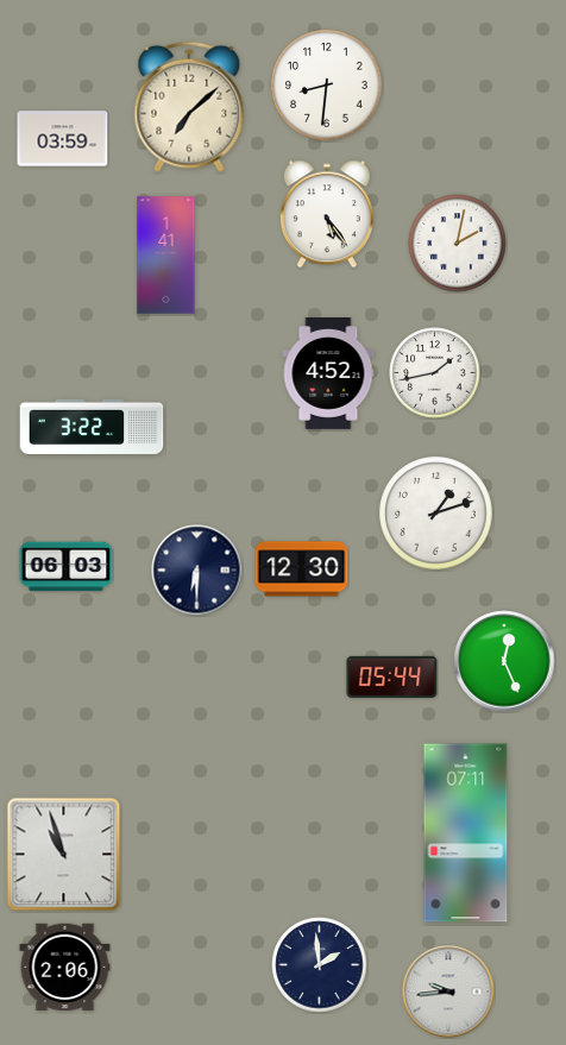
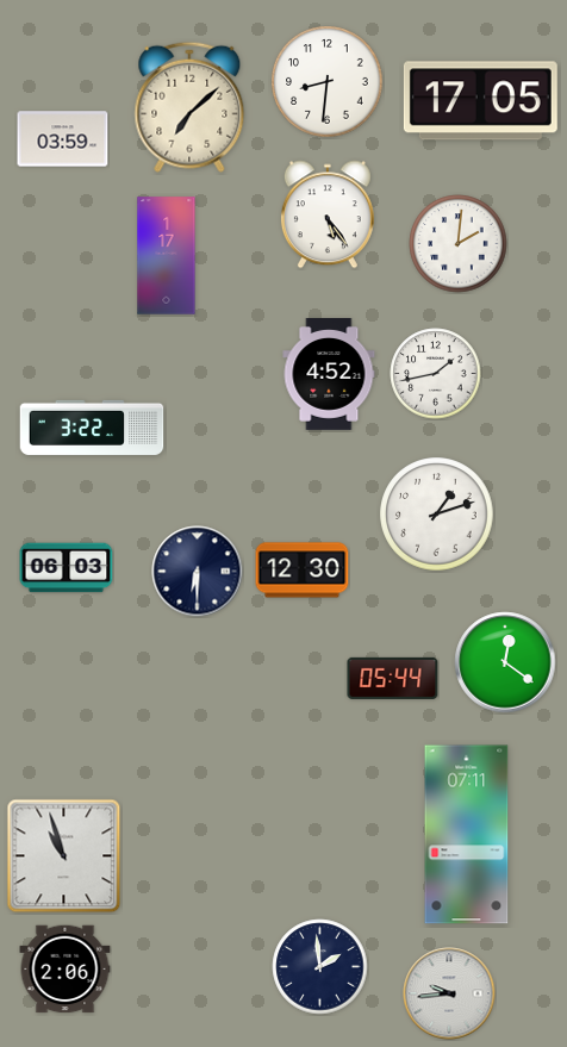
clock at (327, 86) position: (327, 86) -> (328, 82)
clock at (480, 101): none -> 17:05
clock at (458, 244): 2:02 -> 2:01
clock at (166, 256): 1:41 -> 1:17
clock at (504, 661): 12:26 -> 12:21
